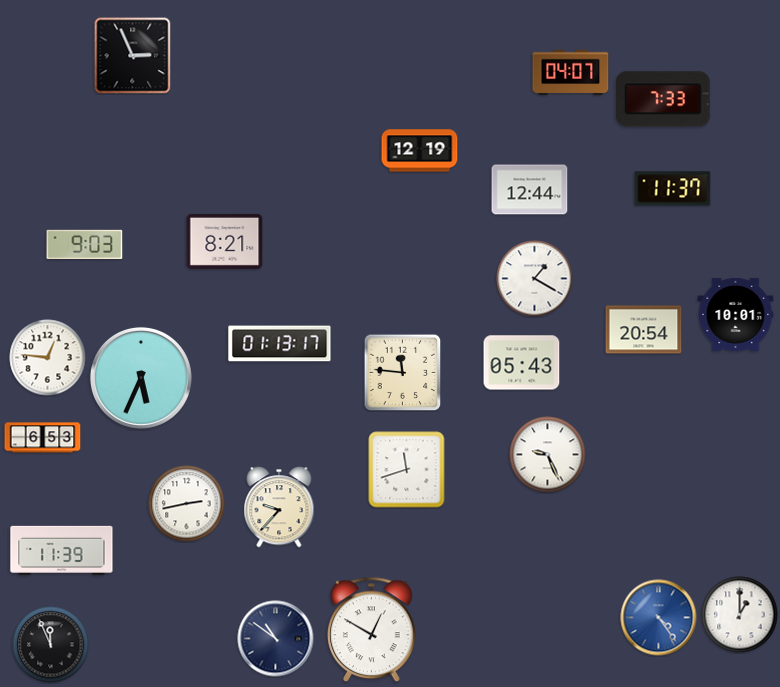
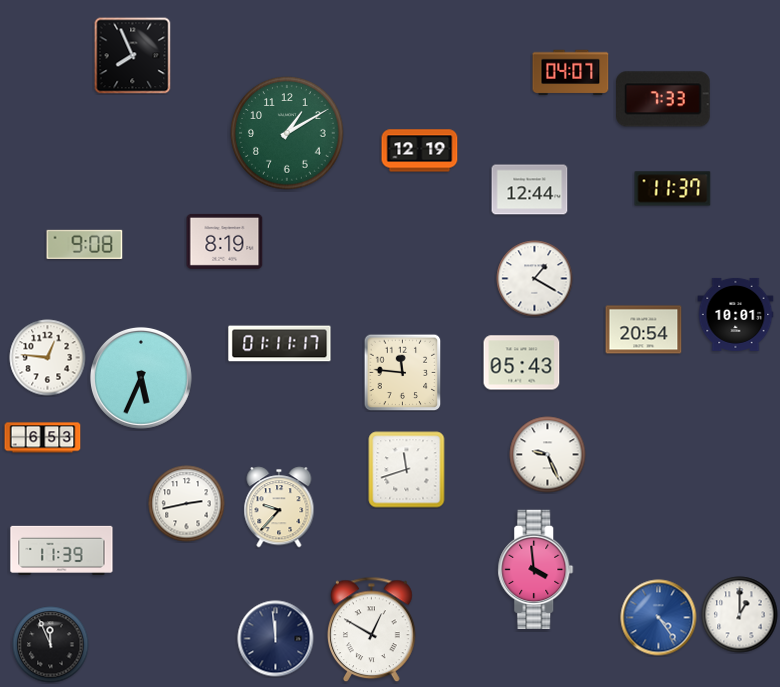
clock at (133, 56): 2:56 -> 7:56
clock at (287, 133): none -> 1:10
clock at (225, 241): 8:21 -> 8:19
clock at (85, 244): 9:03 -> 9:08
clock at (280, 344): 01:13 -> 01:11
clock at (536, 569): none -> 3:59
clock at (276, 639): 10:51 -> 11:59
